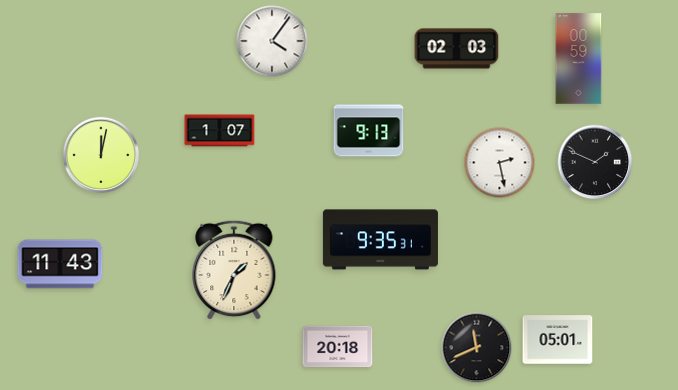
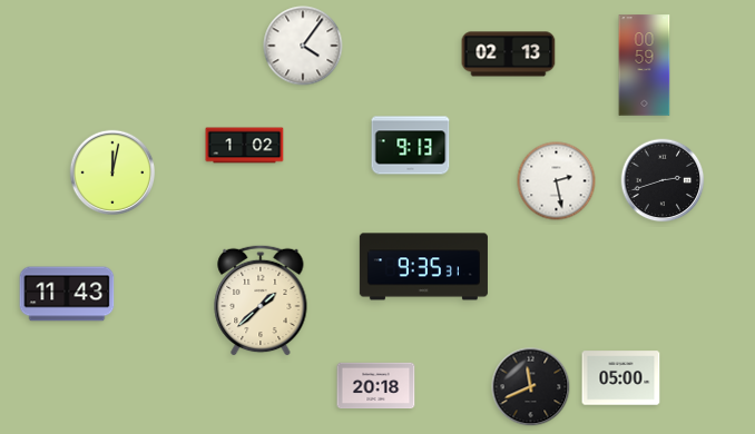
clock at (457, 49): 02:03 -> 02:13
clock at (220, 131): 1:07 -> 1:02
clock at (595, 162): 1:49 -> 2:42
clock at (234, 270): 1:34 -> 1:38
clock at (558, 340): 05:01 -> 05:00
